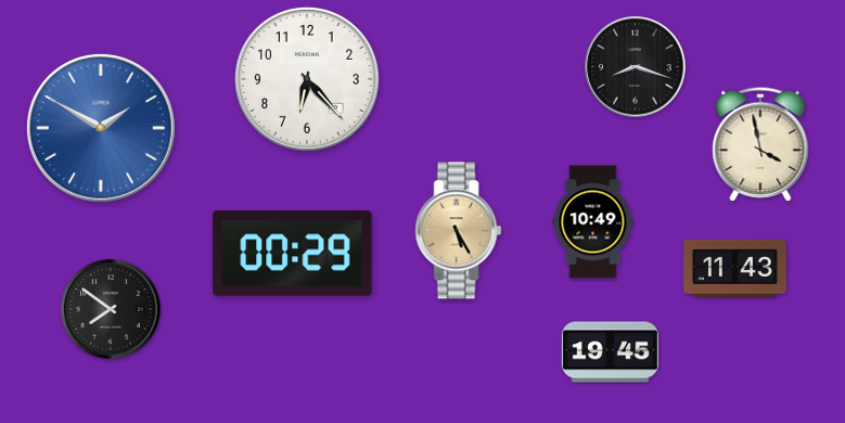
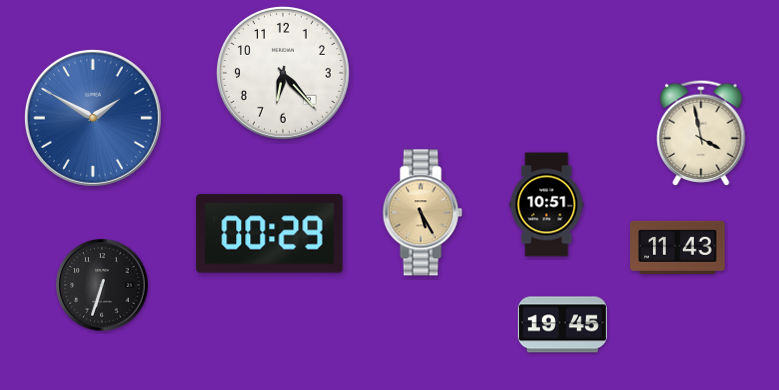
clock at (636, 67): 8:18 -> none
clock at (593, 222): 10:49 -> 10:51
clock at (111, 309): 7:51 -> 6:33
